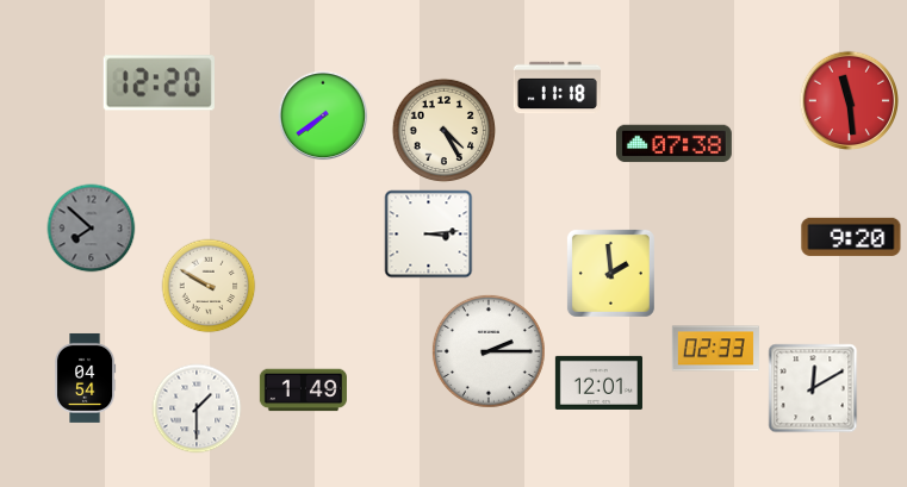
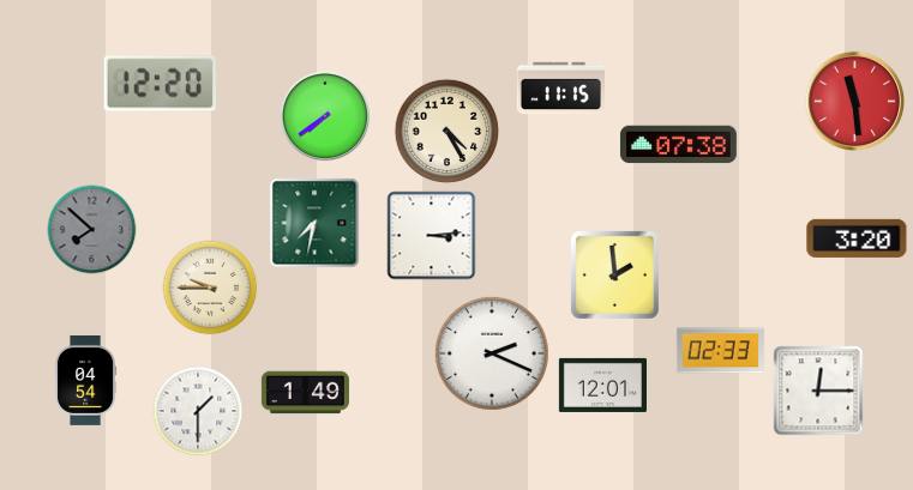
clock at (557, 88): 11:18 -> 11:15
clock at (314, 223): none -> 7:32
clock at (851, 237): 9:20 -> 3:20
clock at (209, 286): 9:50 -> 9:45
clock at (489, 351): 2:15 -> 2:19
clock at (813, 388): 12:10 -> 12:15
